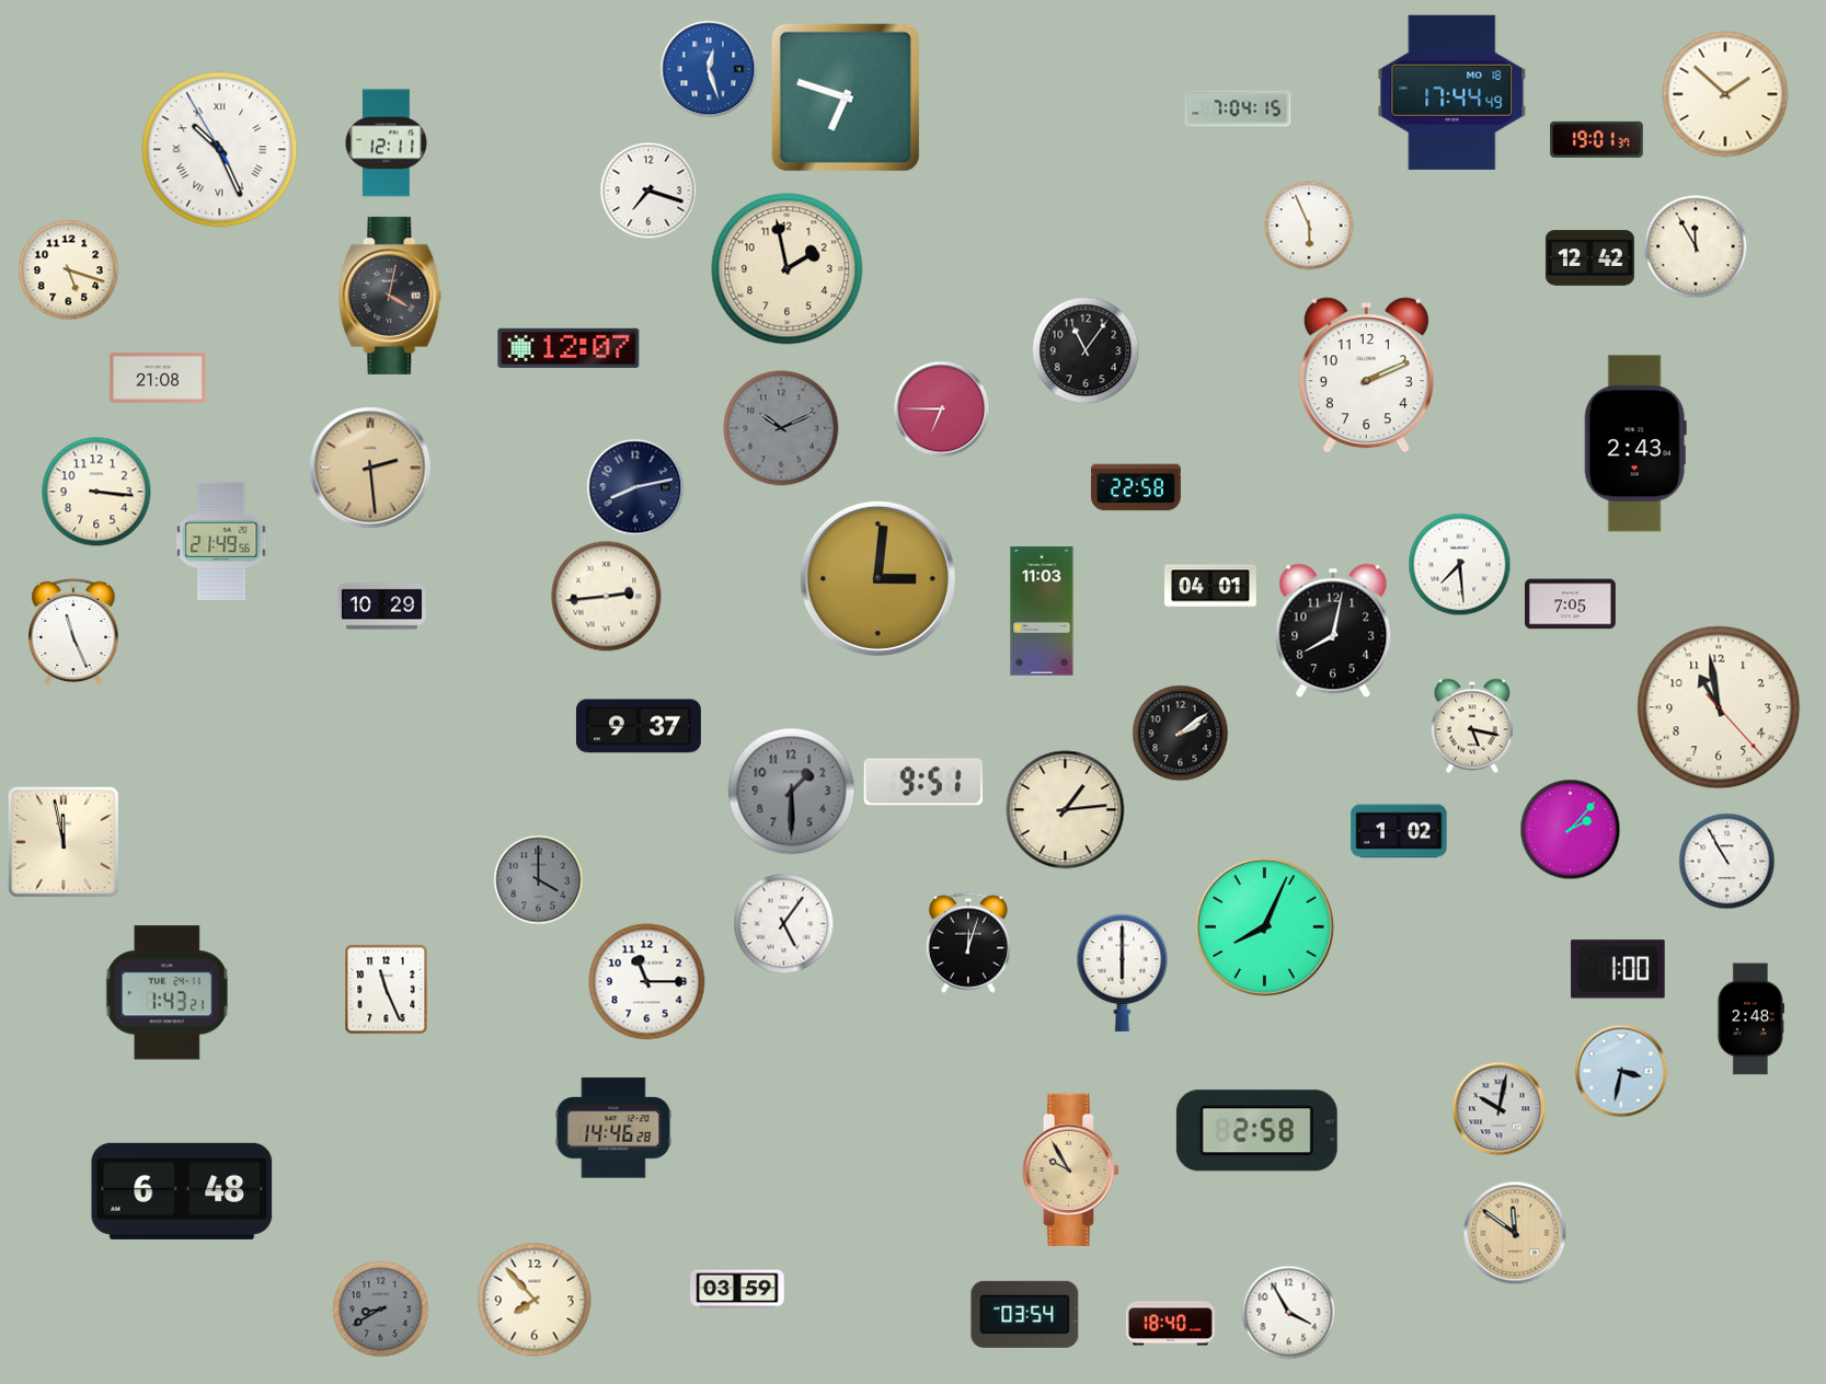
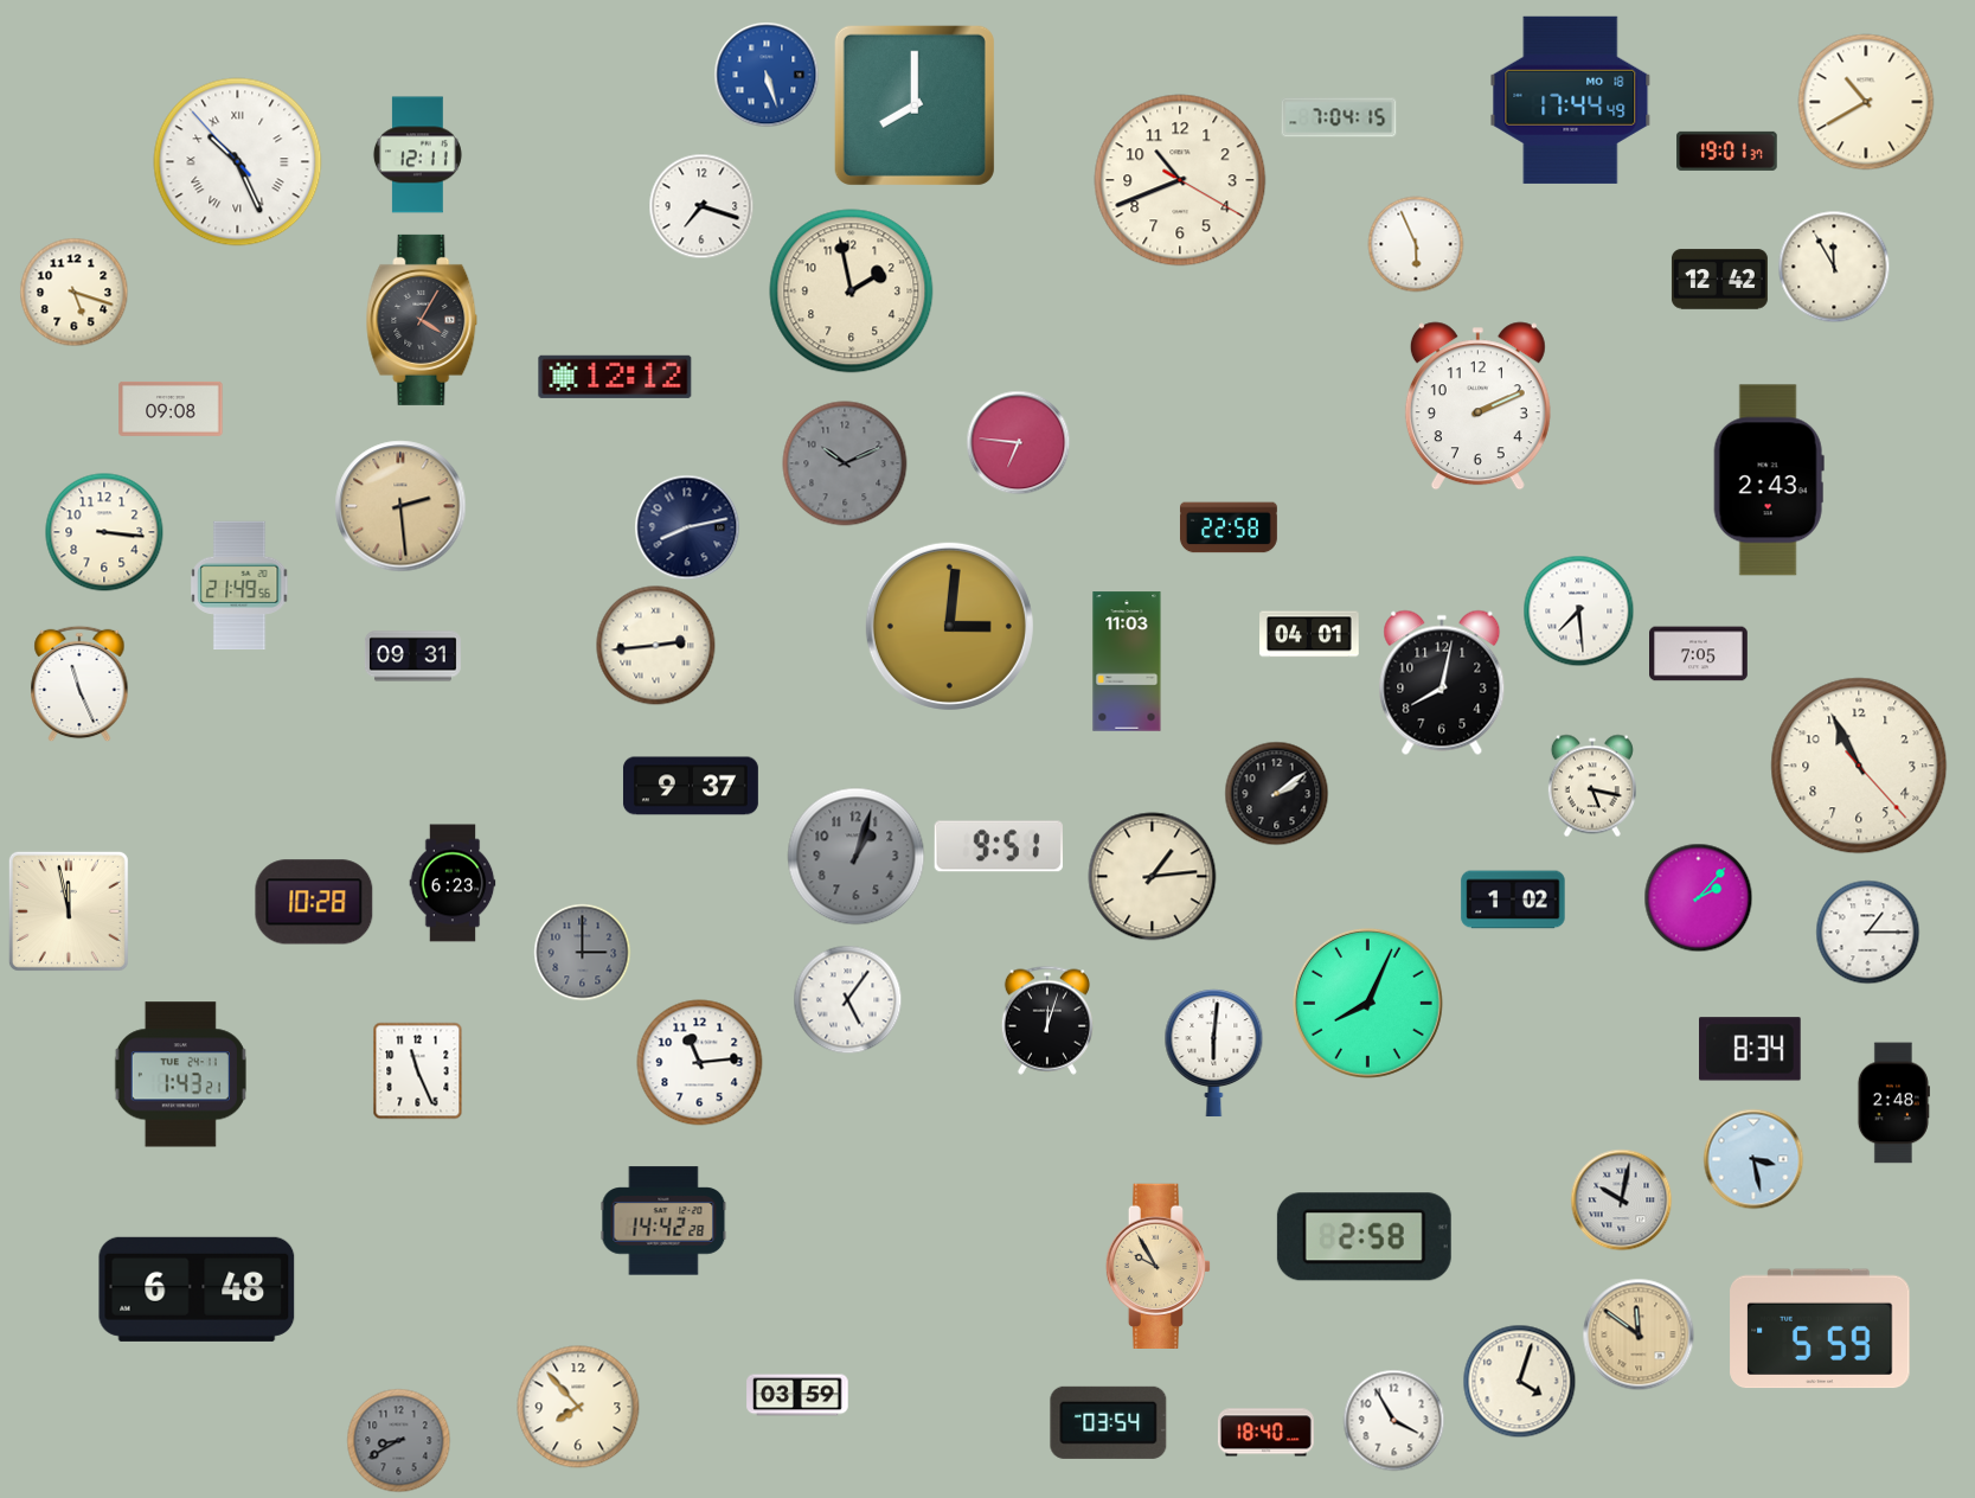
clock at (709, 69): 12:27 -> 5:27
clock at (1725, 94): 1:52 -> 10:40
clock at (846, 97): 6:48 -> 8:00
clock at (220, 150): 10:25:55 -> 10:25:53
clock at (1180, 180): none -> 10:41
clock at (390, 296): 4:02 -> 4:05
clock at (569, 348): 12:07 -> 12:12
clock at (1086, 350): 11:06 -> none
clock at (158, 378): 21:08 -> 09:08
clock at (942, 410): 6:45 -> 6:46
clock at (381, 607): 10:29 -> 09:31
clock at (1719, 707): 10:58 -> 10:55
clock at (792, 792): 1:30 -> 1:03
clock at (453, 883): none -> 6:23
clock at (314, 902): none -> 10:28
clock at (1727, 862): 10:55 -> 1:15
clock at (539, 880): 4:00 -> 3:00
clock at (1618, 969): 1:00 -> 8:34
clock at (1123, 973): 6:00 -> 6:01
clock at (647, 982): 11:15 -> 11:14
clock at (1621, 1071): 3:32 -> 3:28
clock at (613, 1128): 14:46 -> 14:42
clock at (1256, 1131) position: (1256, 1131) -> (1364, 1237)
clock at (1820, 1329): none -> 5:59
clock at (1520, 1382): none -> 4:03
clock at (381, 1310) position: (381, 1310) -> (399, 1441)
